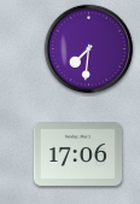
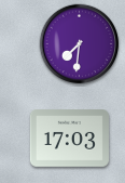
clock at (77, 155): 17:06 -> 17:03
